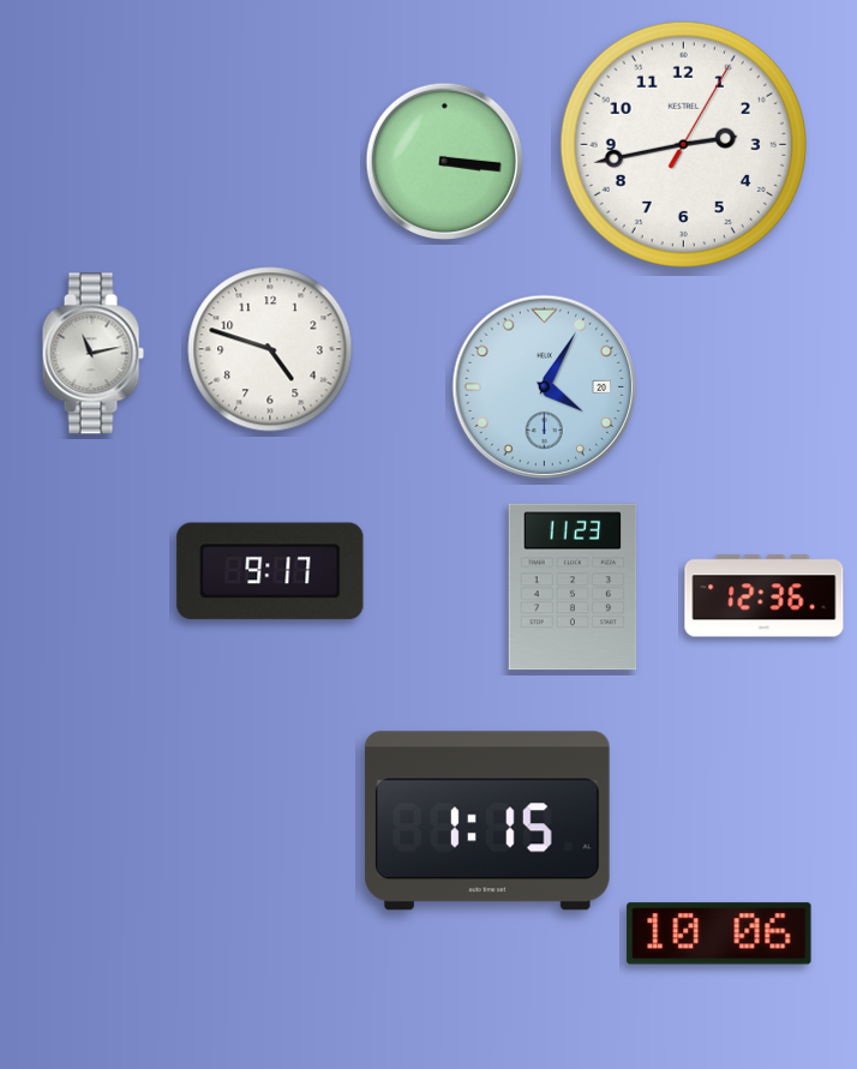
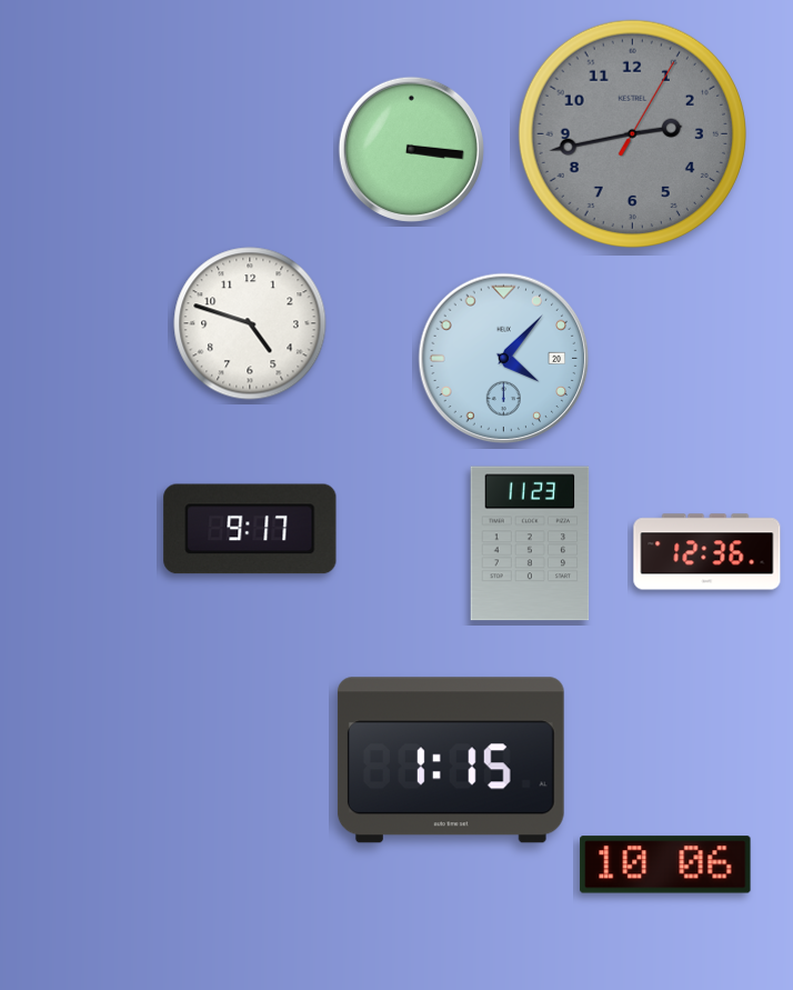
clock at (683, 144) dial: white -> grey
clock at (92, 354): 11:13 -> none
clock at (545, 388): 4:05 -> 4:07
